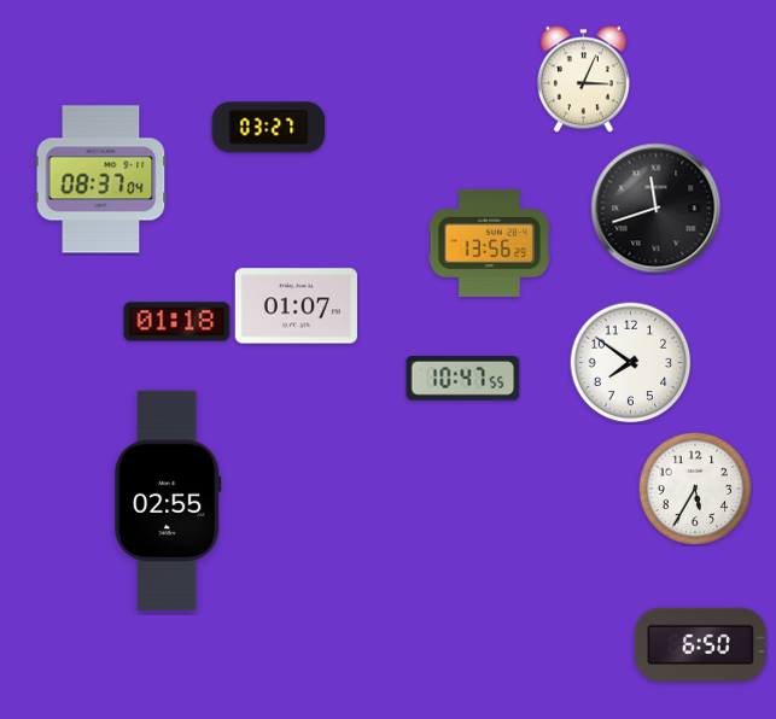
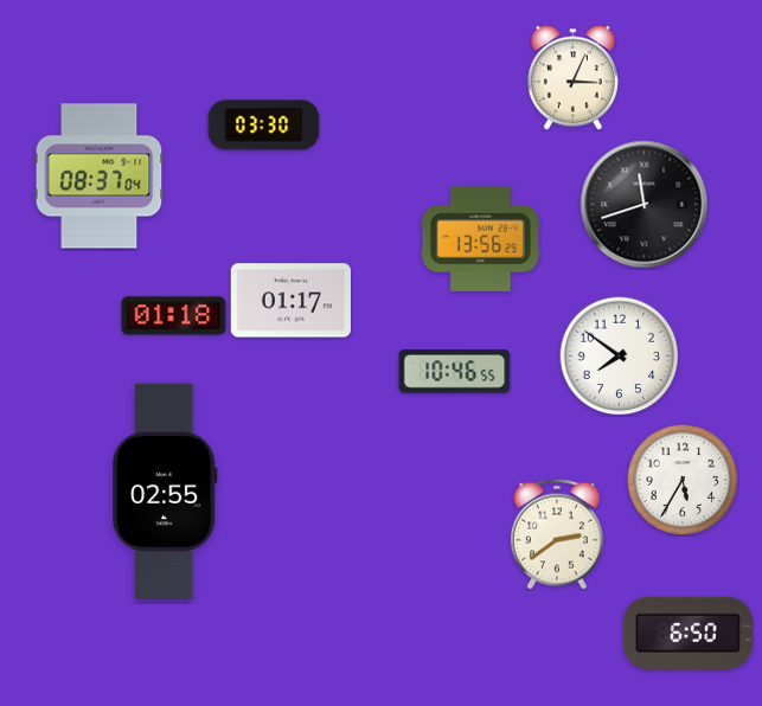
clock at (269, 128): 03:27 -> 03:30
clock at (296, 306): 01:07 -> 01:17
clock at (463, 379): 10:47 -> 10:46
clock at (557, 534): none -> 2:39
